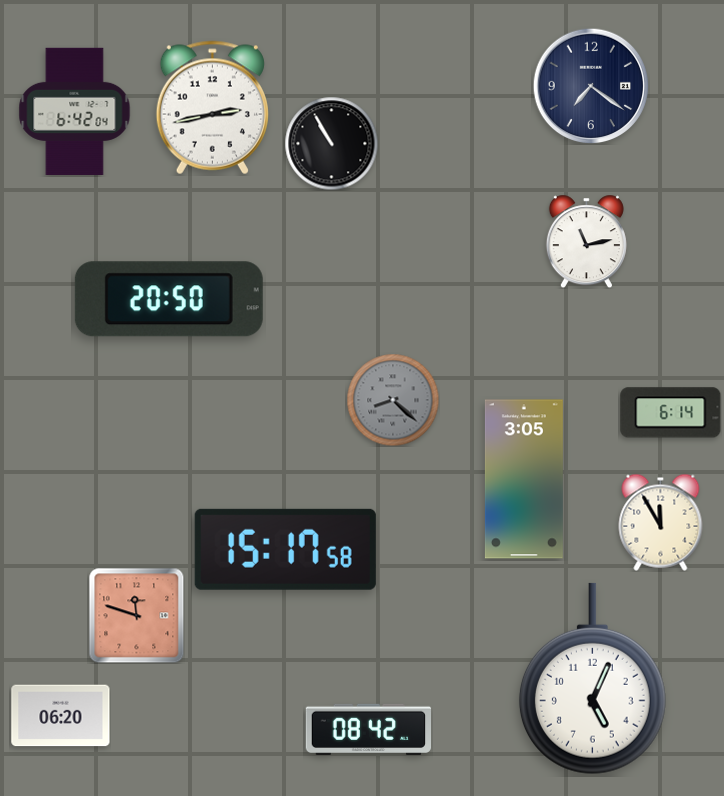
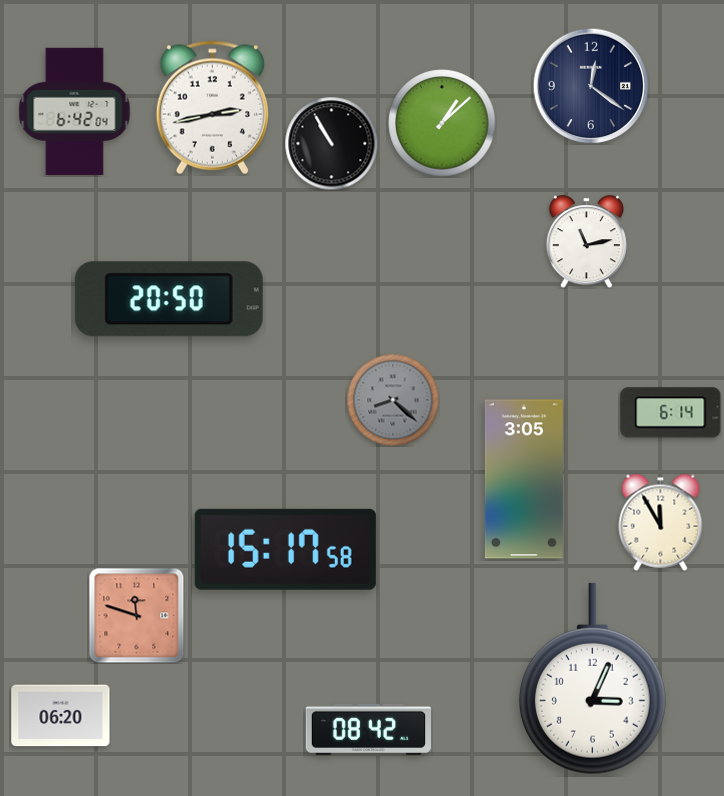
clock at (591, 86): 7:21 -> 12:21
clock at (442, 123): none -> 1:08
clock at (592, 679): 5:04 -> 3:04
